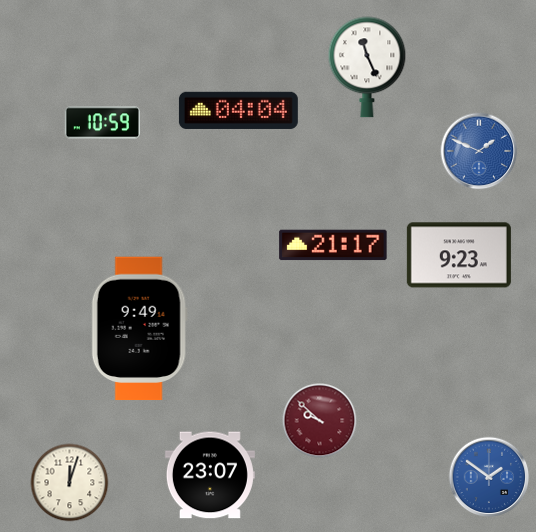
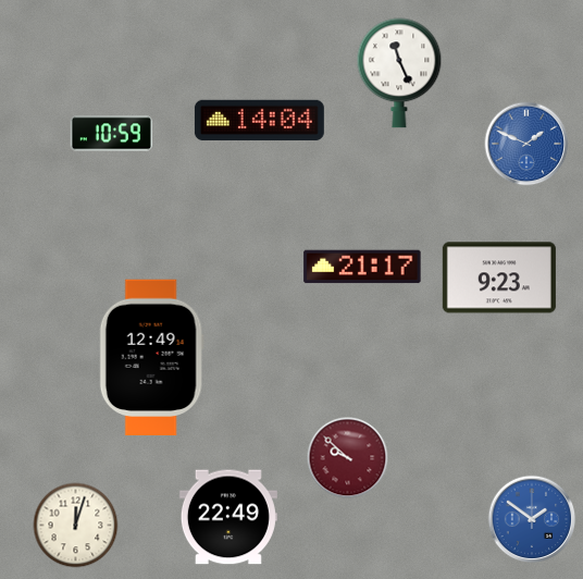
clock at (238, 110): 04:04 -> 14:04
clock at (479, 151) position: (479, 151) -> (526, 144)
clock at (139, 329): 9:49 -> 12:49
clock at (210, 475): 23:07 -> 22:49
